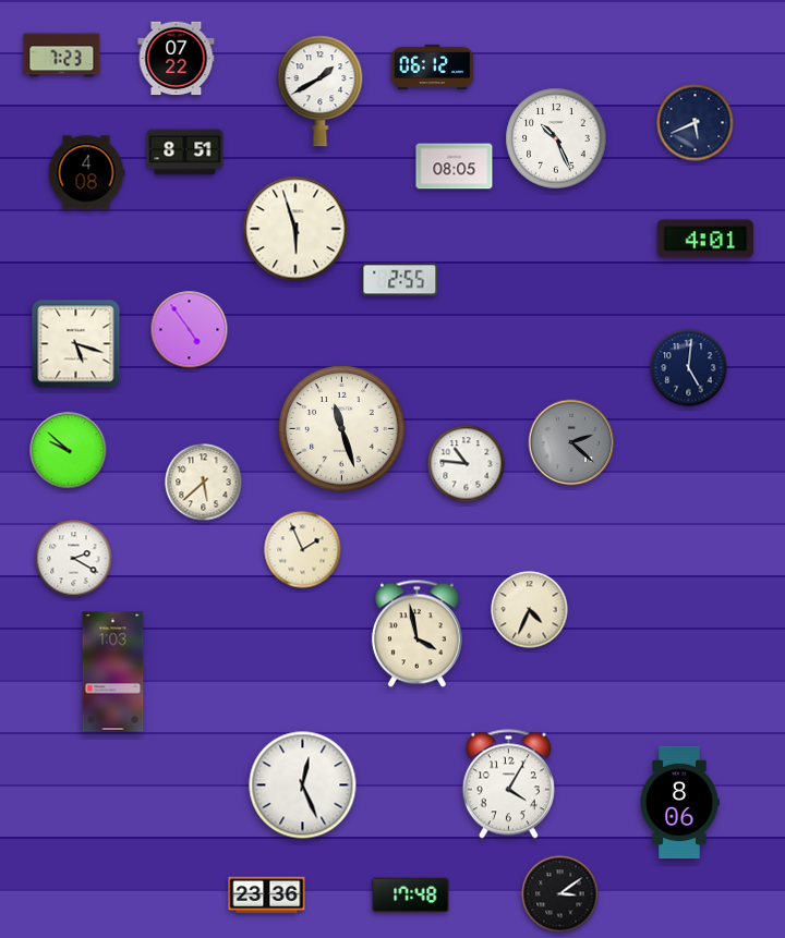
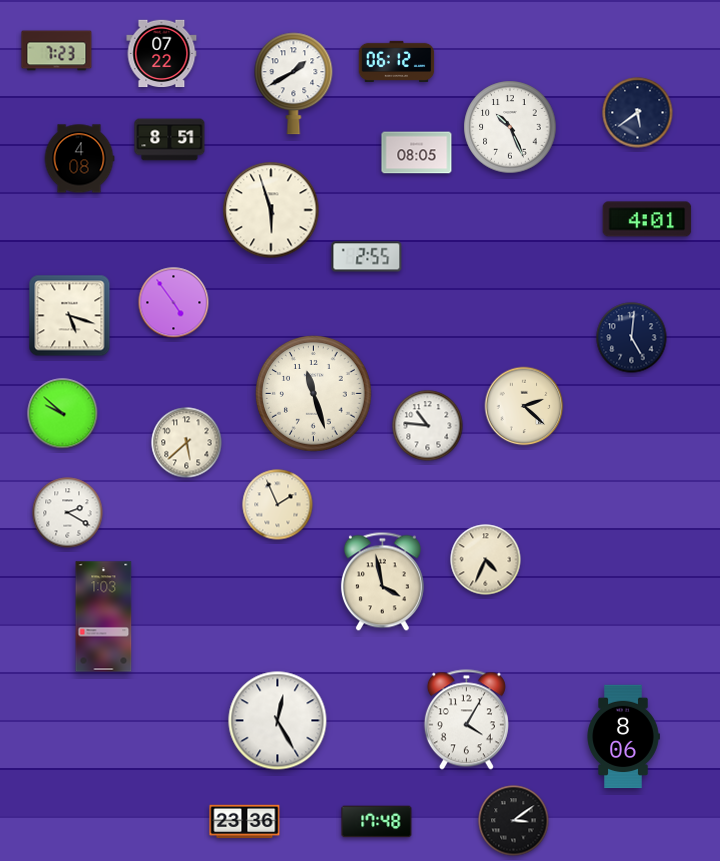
clock at (696, 123): 5:41 -> 5:39
clock at (571, 442) dial: grey -> cream
clock at (303, 785): 12:26 -> 12:25
